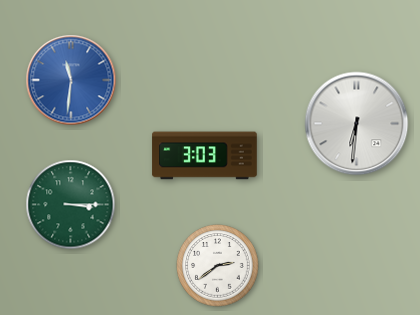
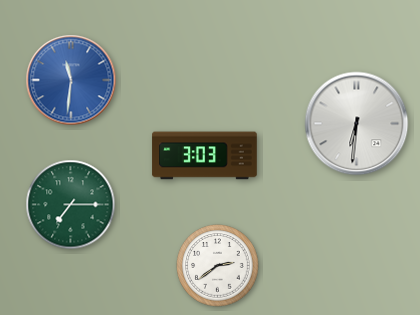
clock at (71, 205): 3:15 -> 7:15
